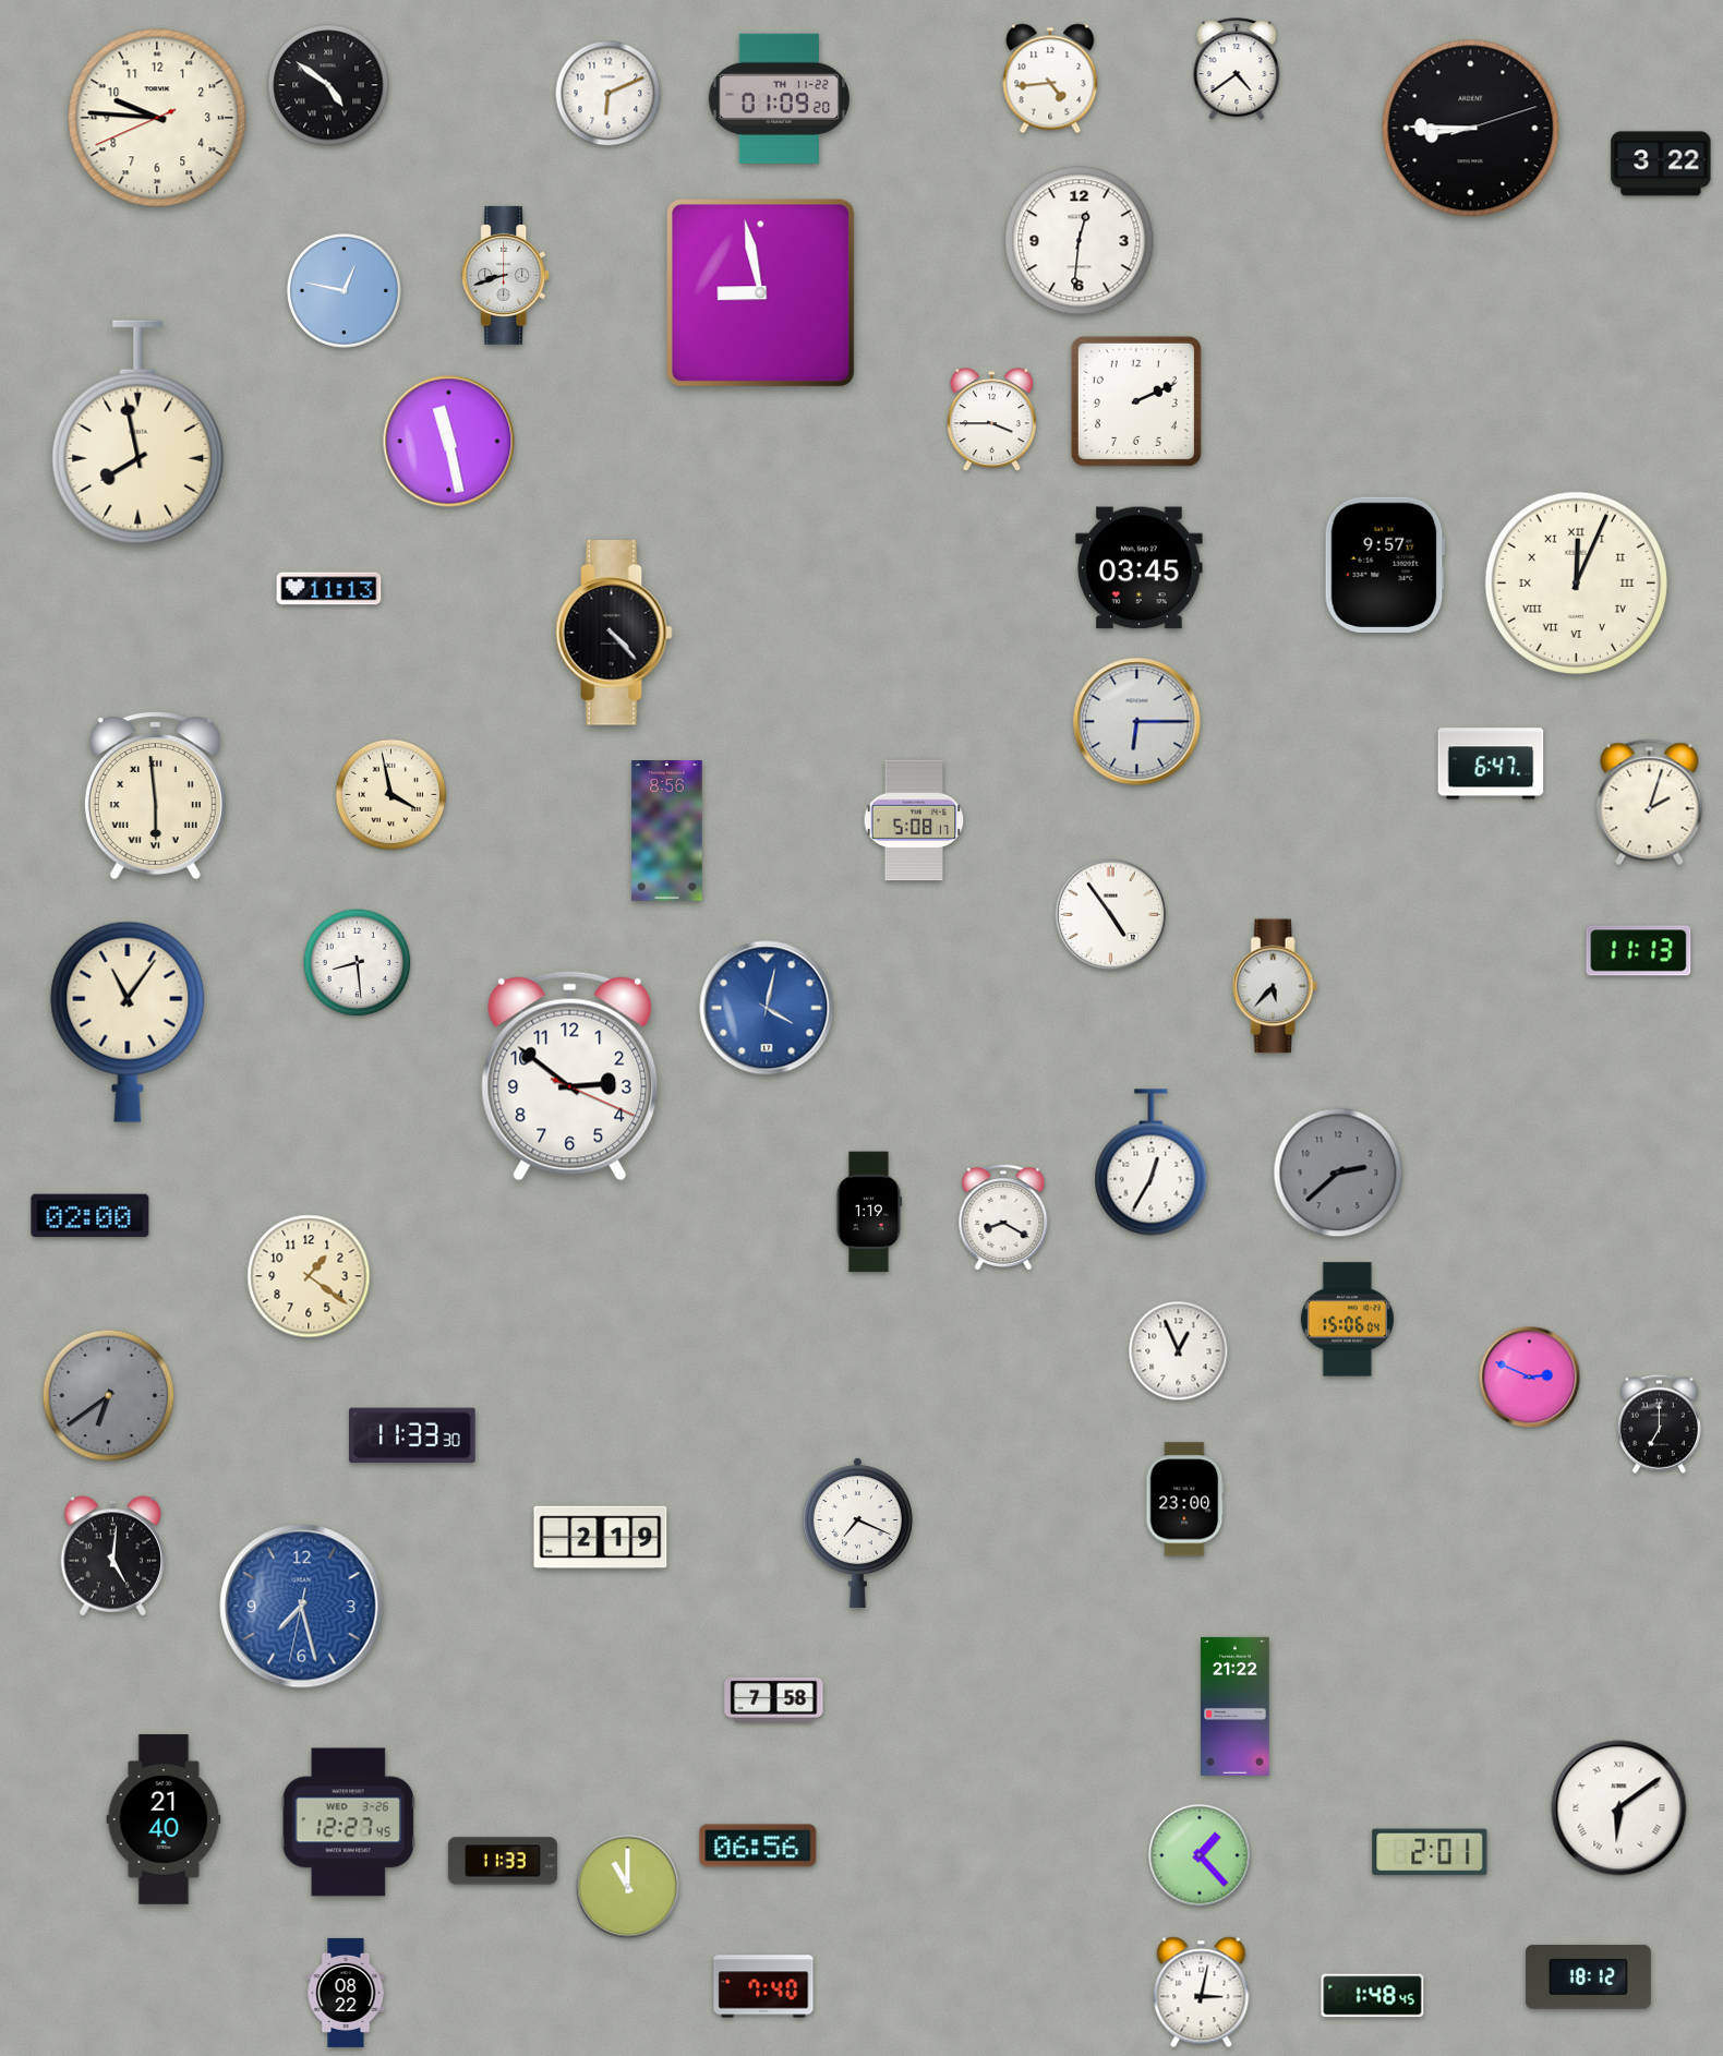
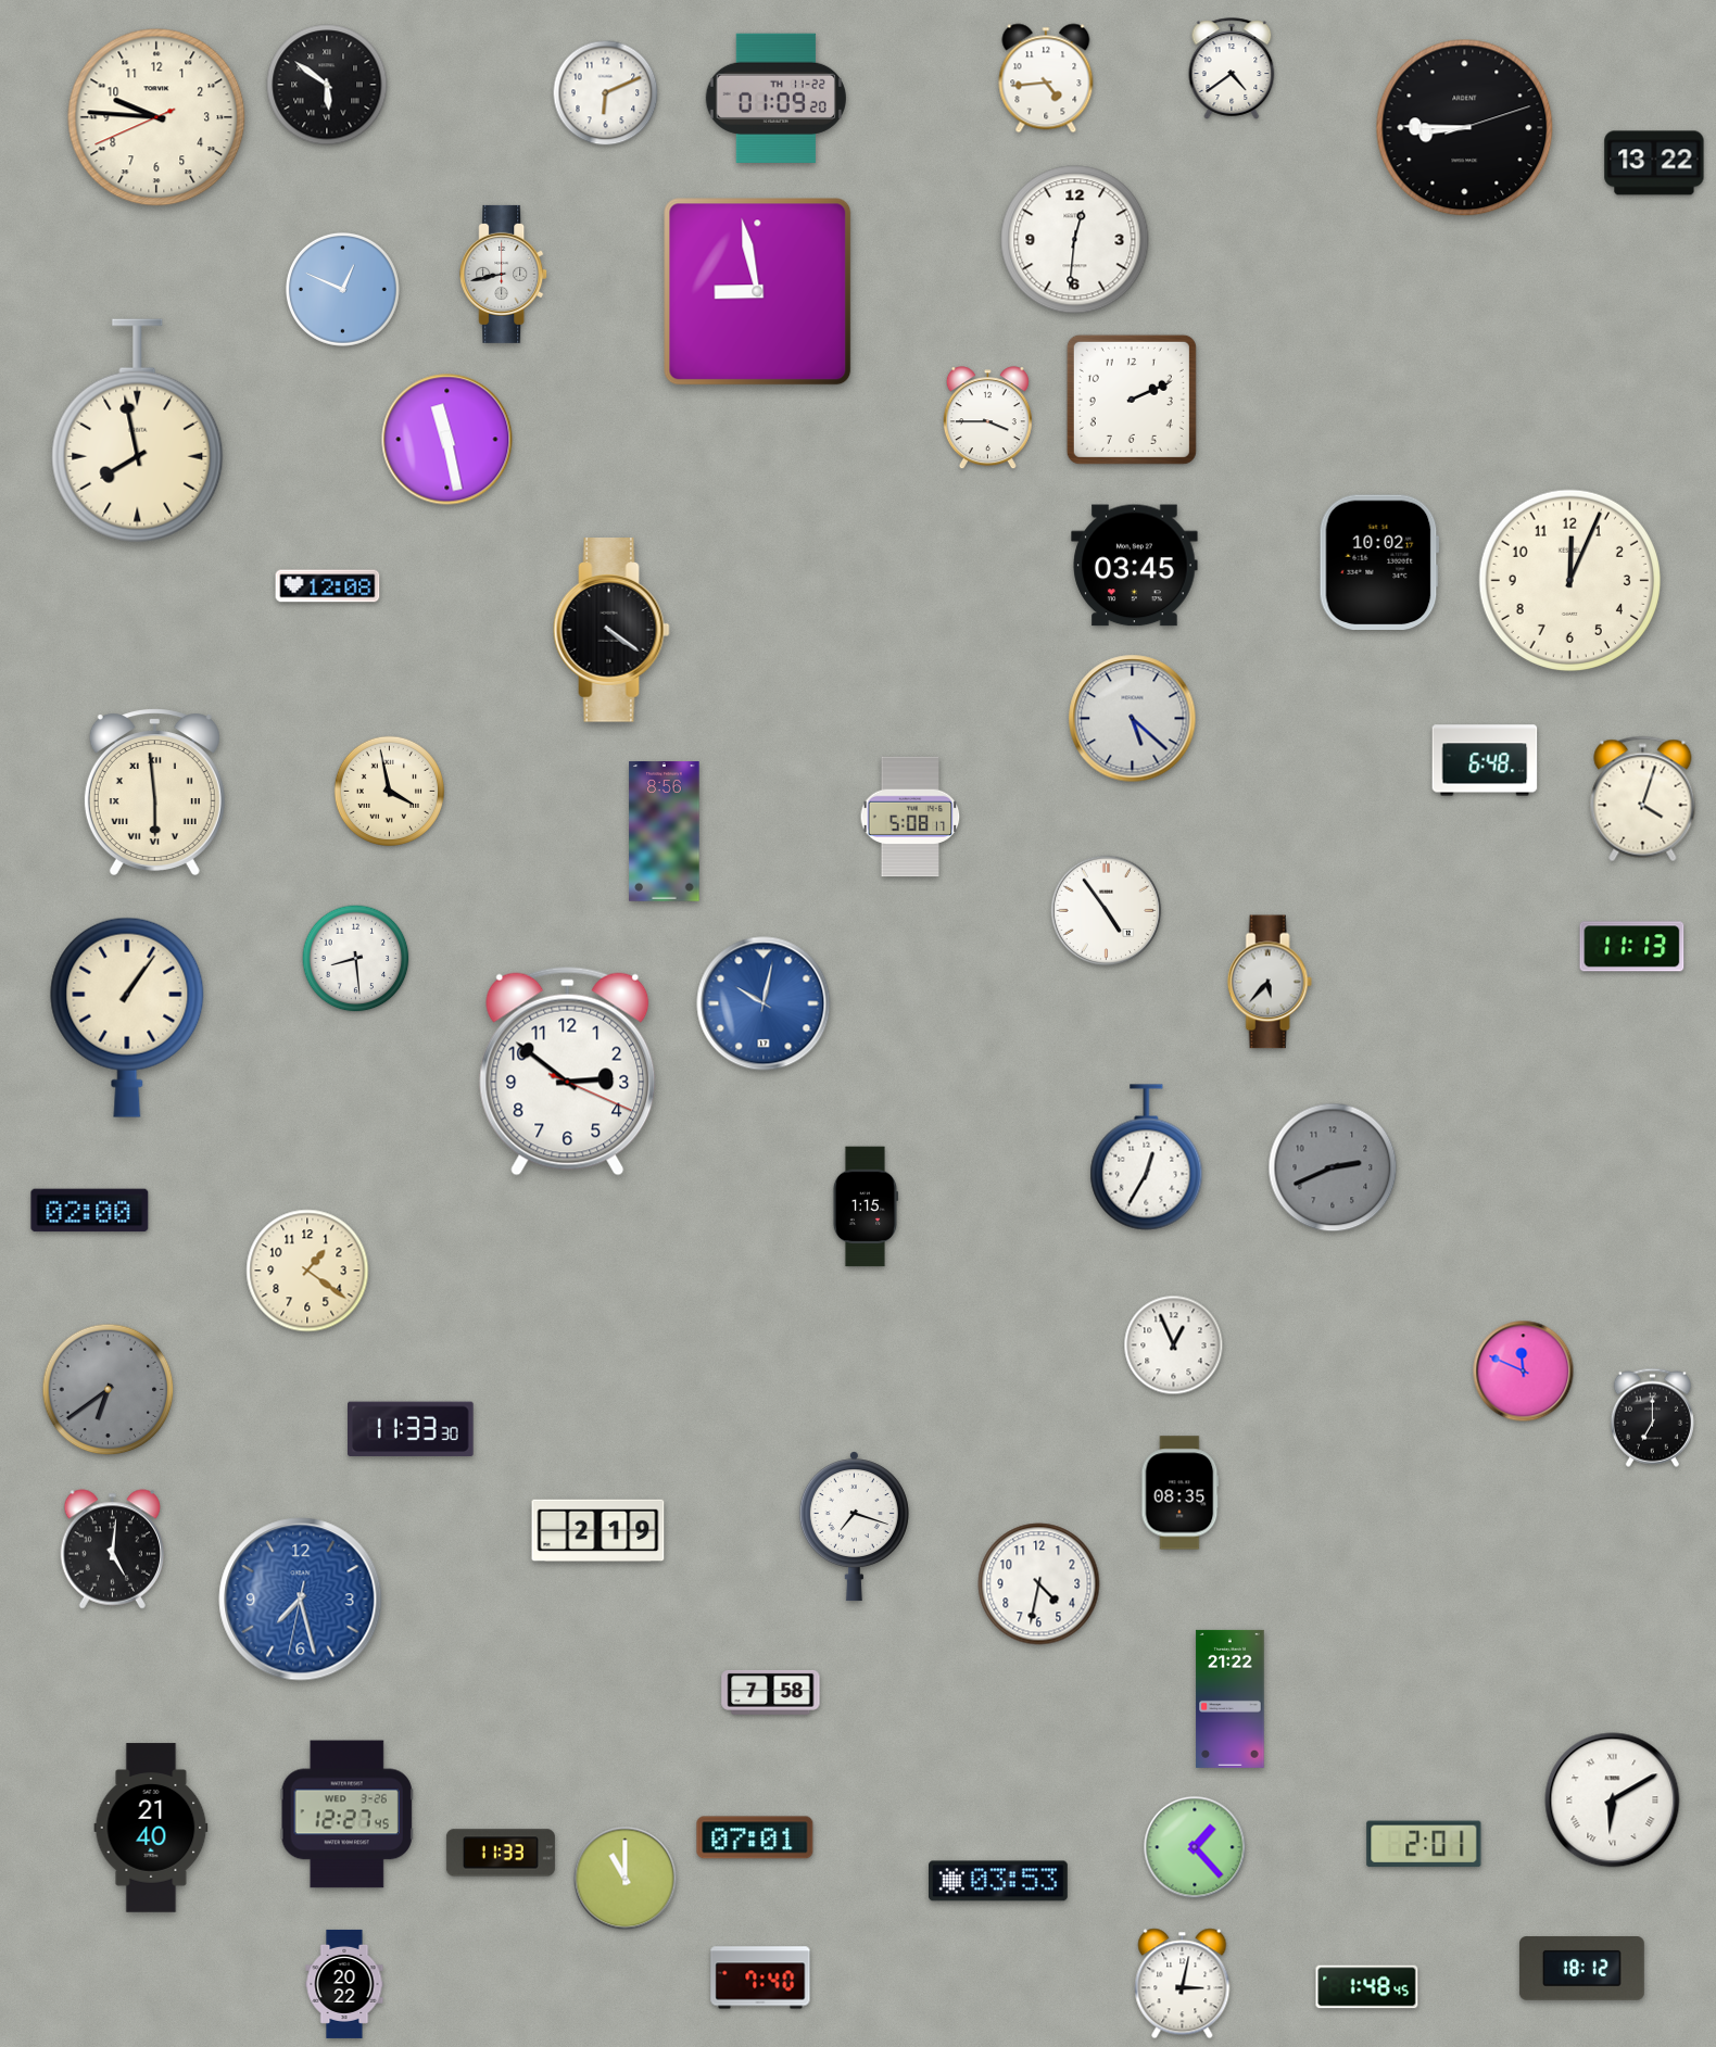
clock at (328, 85): 4:51 -> 5:51
clock at (1661, 164): 3:22 -> 13:22
clock at (506, 275): 8:42 -> 8:43
clock at (344, 290): 12:47 -> 12:49
clock at (1385, 564): 9:57 -> 10:02
clock at (1576, 582) numerals: Roman -> Arabic
clock at (329, 589): 11:13 -> 12:08
clock at (614, 633): 4:23 -> 4:21
clock at (1137, 722): 6:15 -> 5:22
clock at (1491, 764): 6:47 -> 6:48
clock at (1650, 803): 2:03 -> 4:03
clock at (667, 831) position: (667, 831) -> (665, 832)
clock at (767, 1008): 4:02 -> 10:02
clock at (128, 1022): 11:06 -> 1:06
clock at (1338, 1173): 2:38 -> 2:41
clock at (868, 1212): 1:19 -> 1:15
clock at (1003, 1218): 8:20 -> none
clock at (1347, 1320): 15:06 -> none
clock at (1530, 1378): 2:49 -> 11:49
clock at (1185, 1500): 23:00 -> 08:35
clock at (857, 1534): 7:19 -> 7:18
clock at (1039, 1584): none -> 4:32
clock at (1619, 1808): 6:09 -> 6:10
clock at (164, 1819) position: (164, 1819) -> (151, 1828)
clock at (758, 1845): 06:56 -> 07:01
clock at (998, 1881): none -> 03:53
clock at (346, 1993): 08:22 -> 20:22
clock at (1202, 1993) position: (1202, 1993) -> (1183, 1984)
